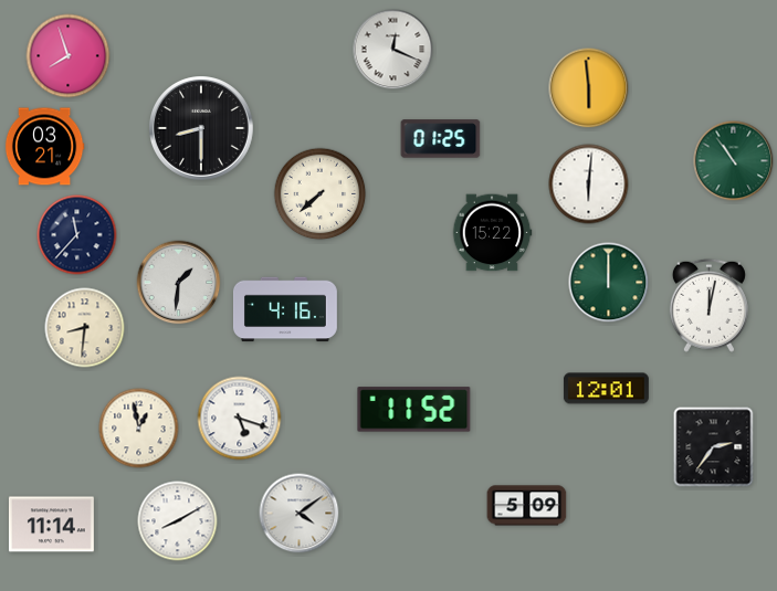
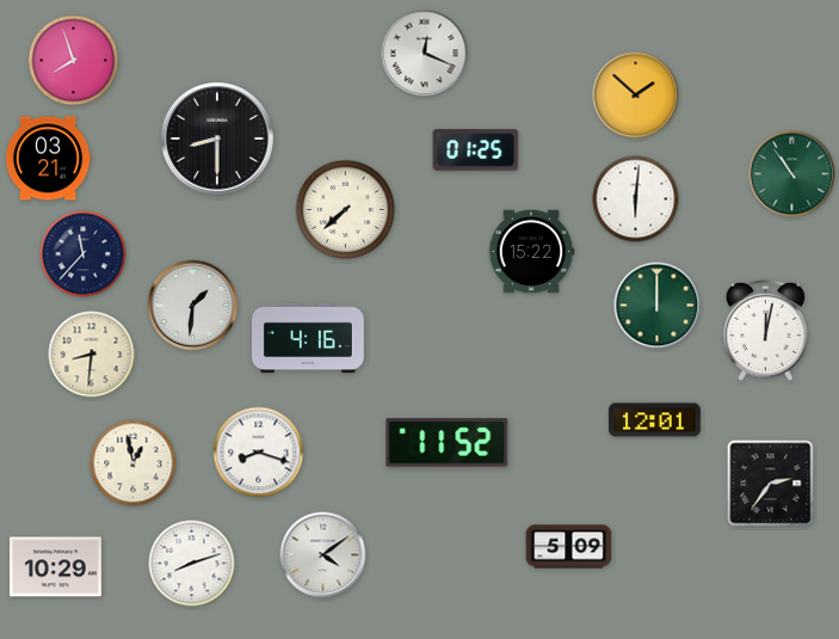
clock at (589, 88): 5:59 -> 1:52
clock at (286, 309) position: (286, 309) -> (309, 338)
clock at (240, 419): 5:18 -> 8:18
clock at (139, 429) position: (139, 429) -> (134, 463)
clock at (178, 521): 8:10 -> 8:12
clock at (51, 525): 11:14 -> 10:29
